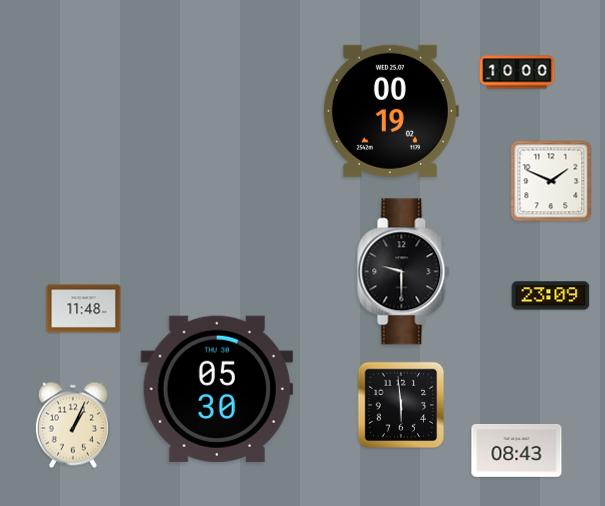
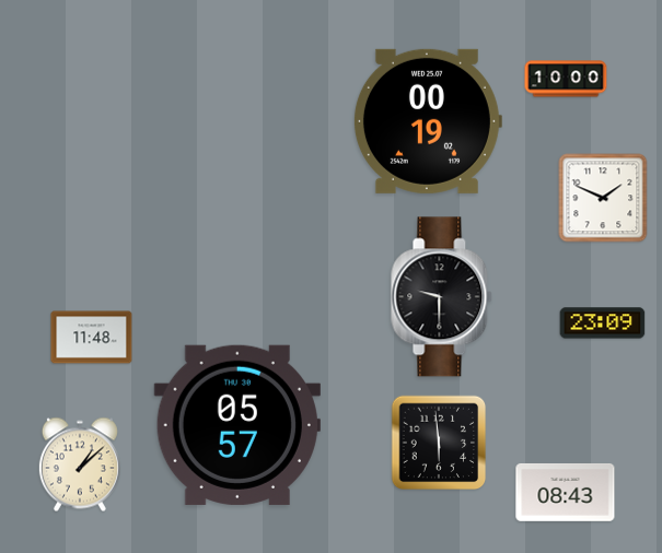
clock at (217, 389): 05:30 -> 05:57
clock at (73, 425): 1:04 -> 1:08
